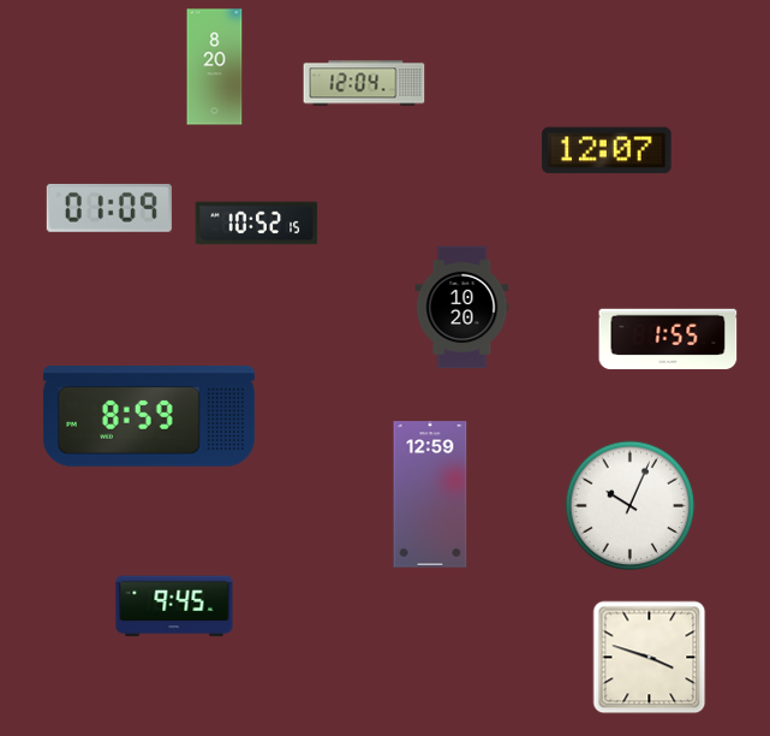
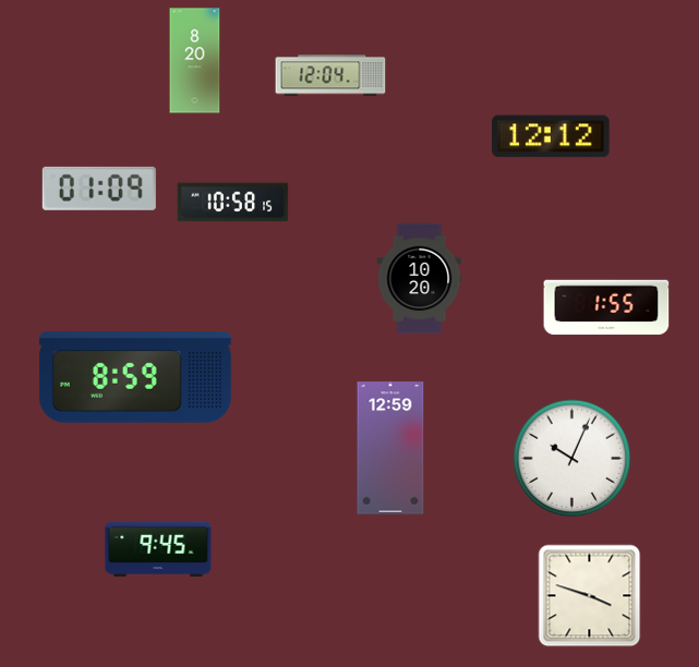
clock at (607, 150): 12:07 -> 12:12
clock at (257, 224): 10:52 -> 10:58
